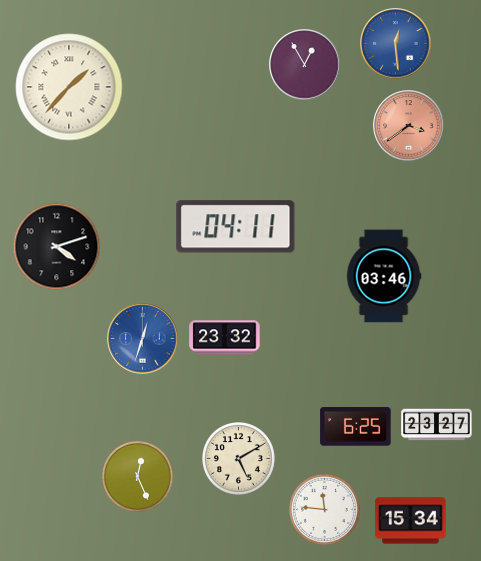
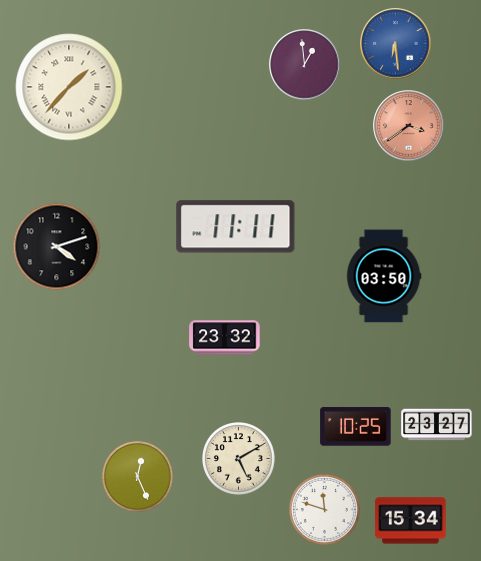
clock at (396, 44): 12:29 -> 6:29
clock at (305, 65): 12:55 -> 12:59
clock at (236, 227): 04:11 -> 11:11
clock at (384, 276): 03:46 -> 03:50
clock at (143, 339): 12:33 -> none
clock at (356, 427): 6:25 -> 10:25
clock at (324, 509): 11:46 -> 11:48
